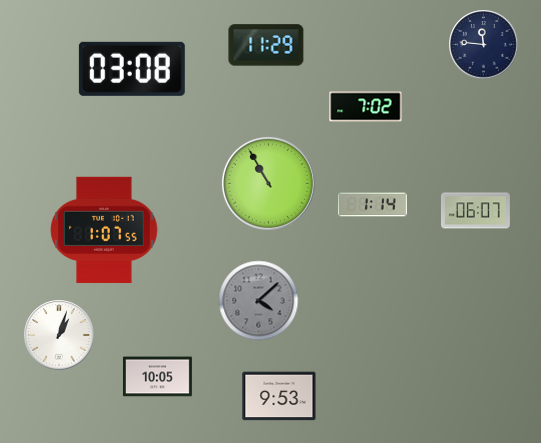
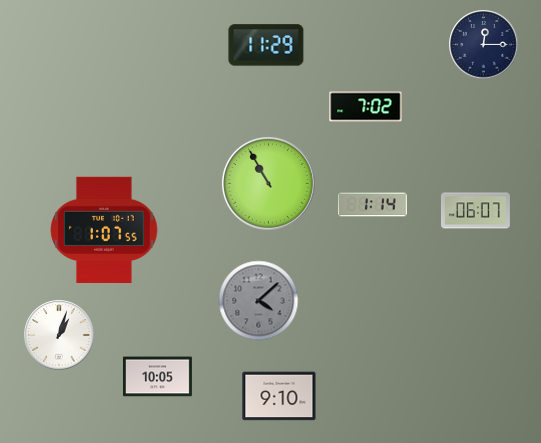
clock at (484, 45): 11:46 -> 12:15
clock at (132, 69): 03:08 -> none
clock at (279, 396): 9:53 -> 9:10
